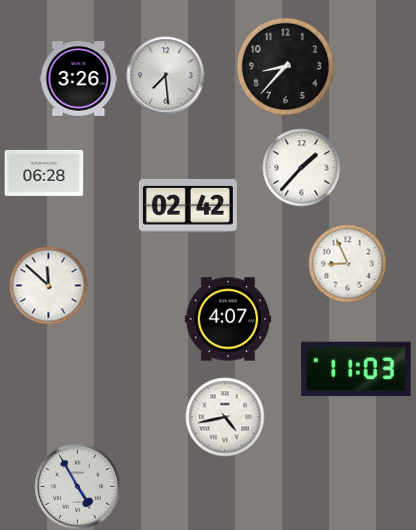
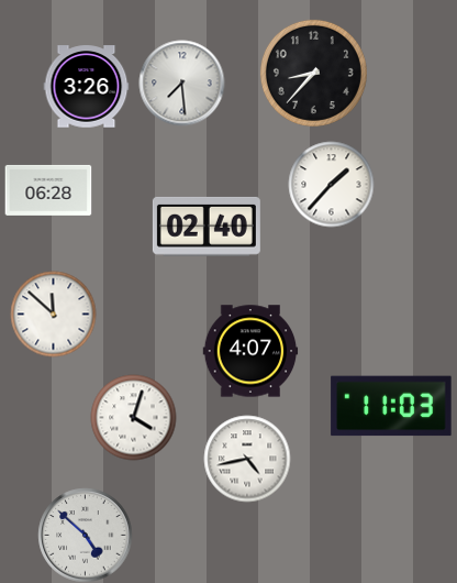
clock at (188, 206): 02:42 -> 02:40
clock at (347, 263): 8:56 -> none
clock at (133, 417): none -> 4:03
clock at (77, 486): 4:55 -> 4:52
